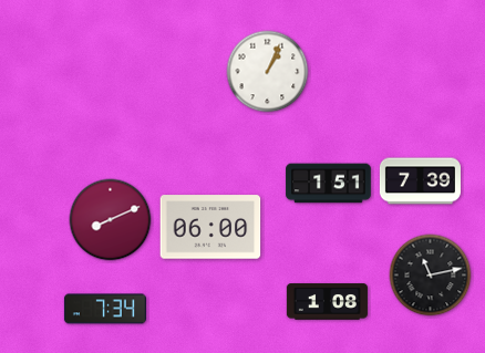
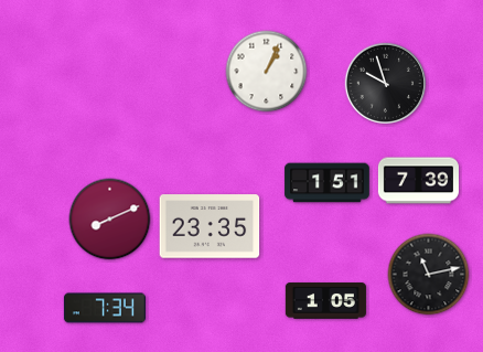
clock at (386, 84): none -> 9:57
clock at (210, 227): 06:00 -> 23:35
clock at (327, 302): 1:08 -> 1:05
